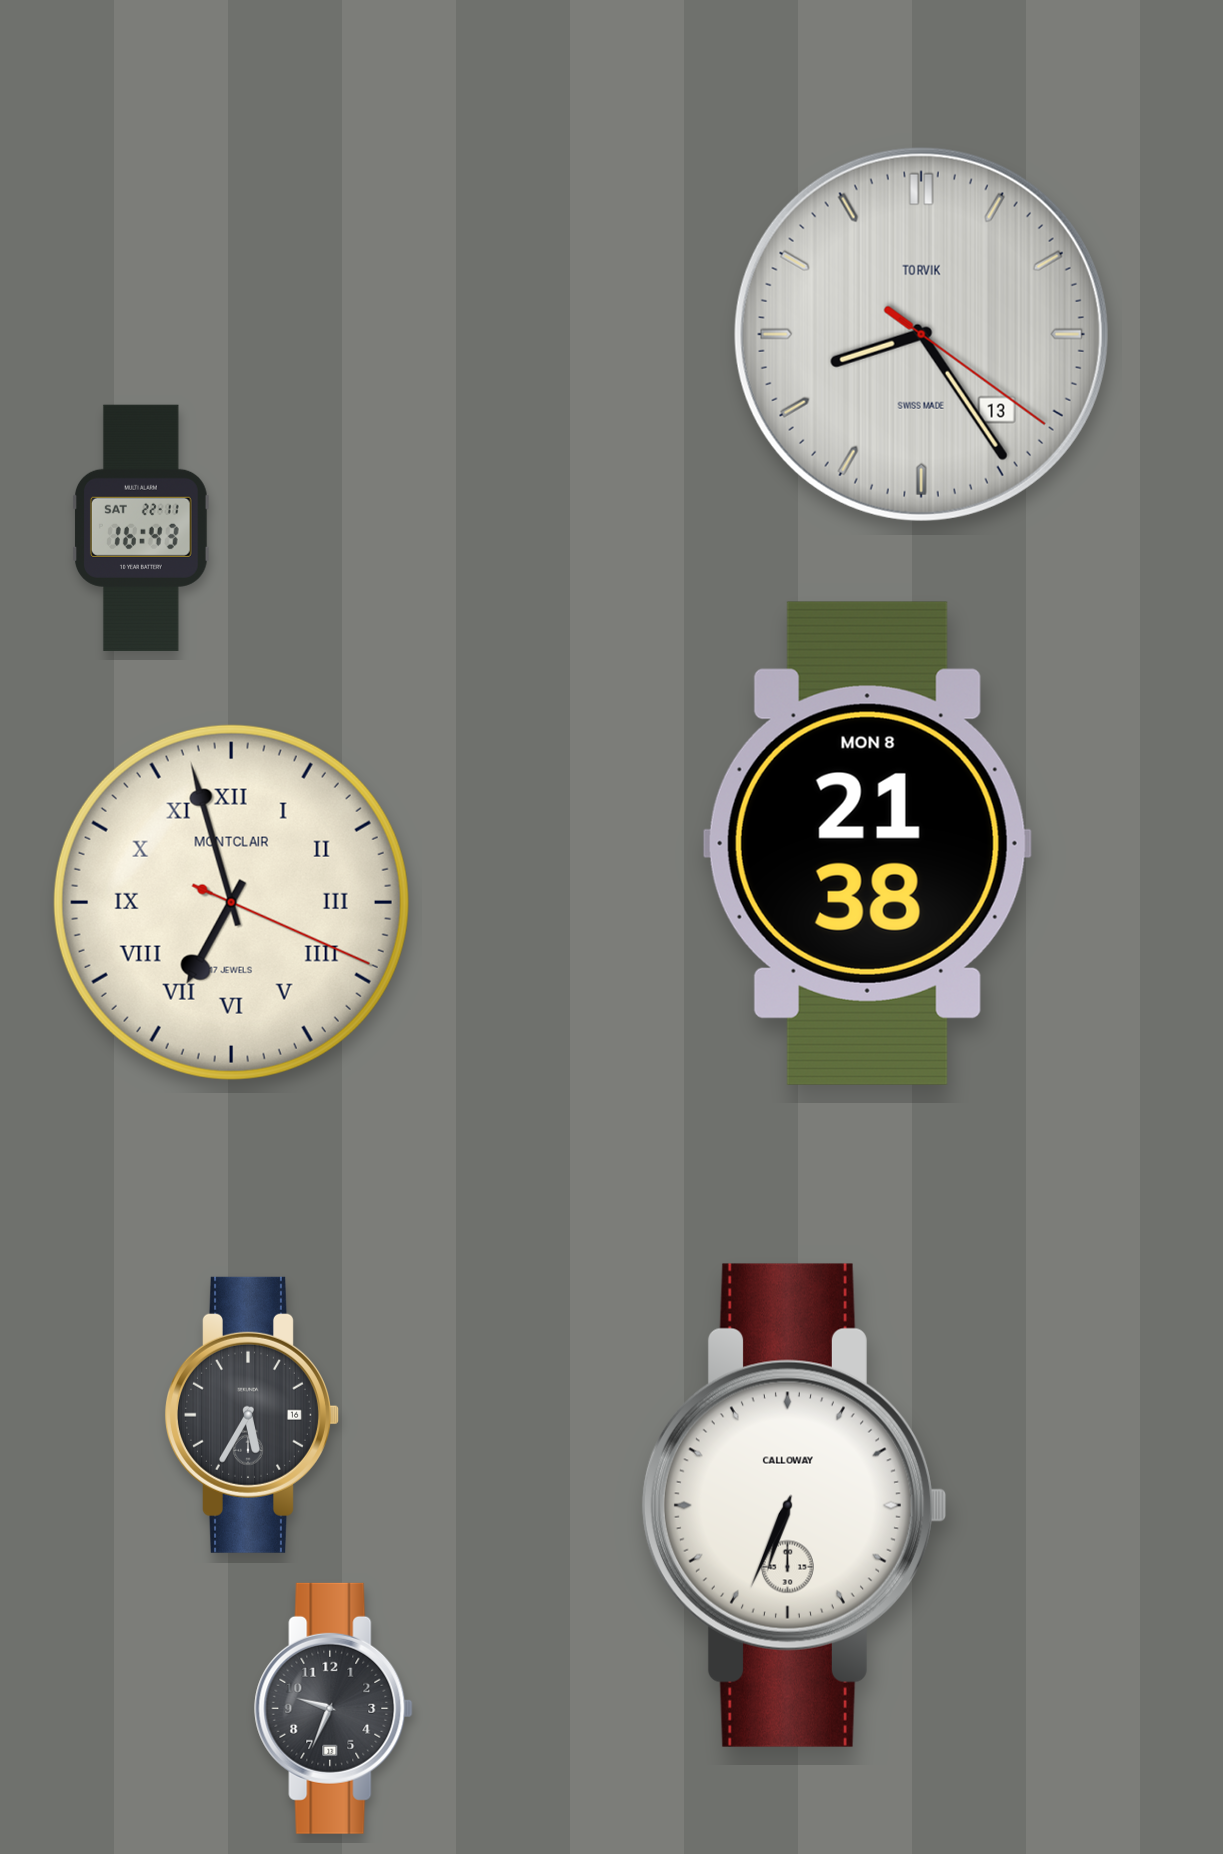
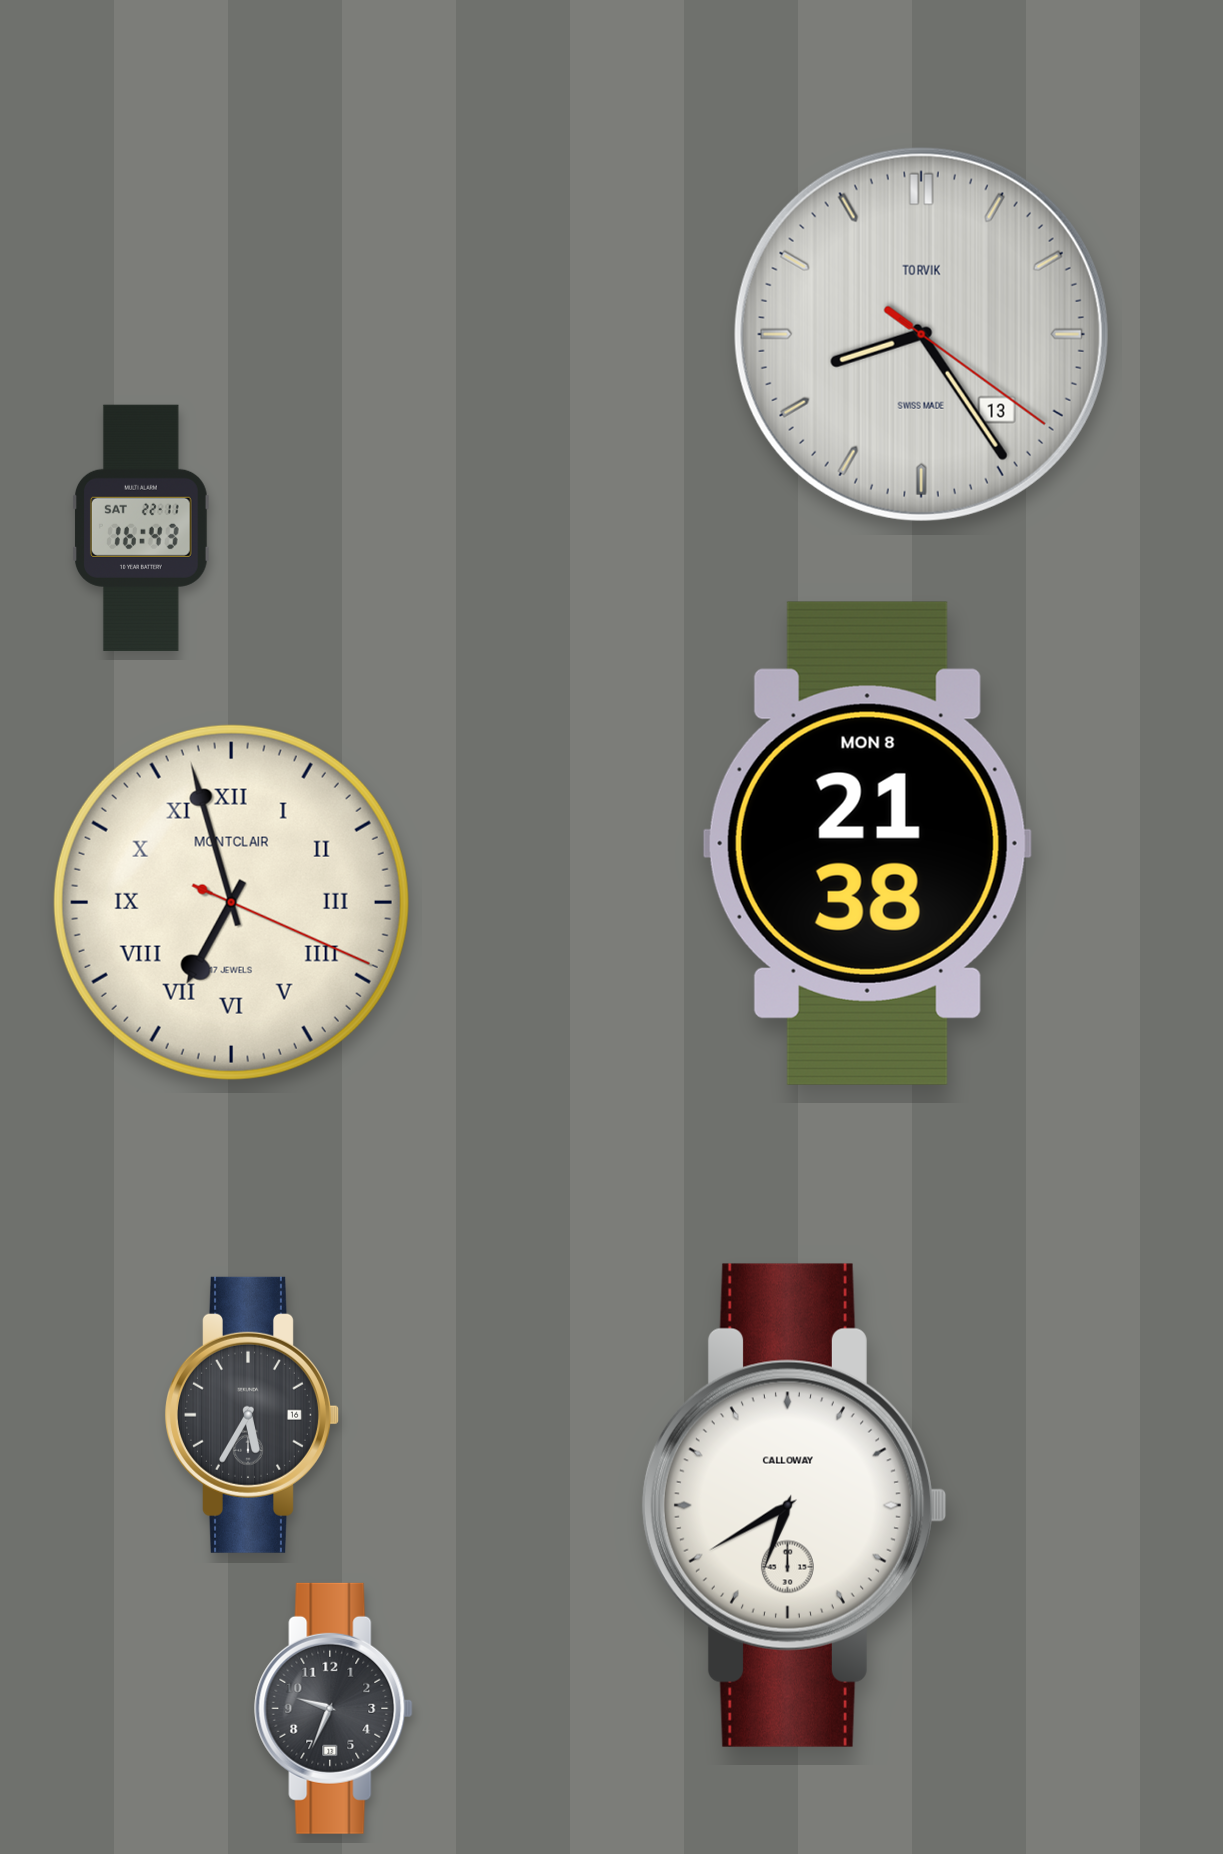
clock at (793, 1505): 6:34 -> 6:40
